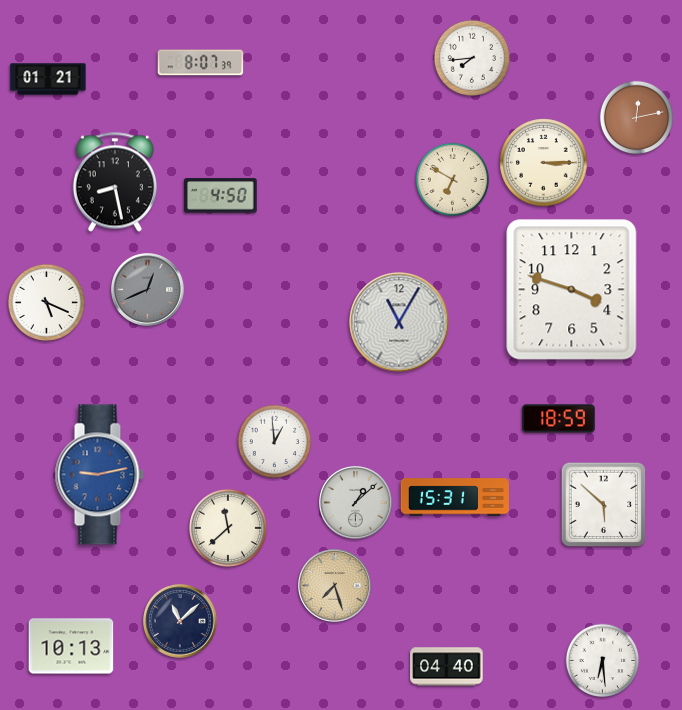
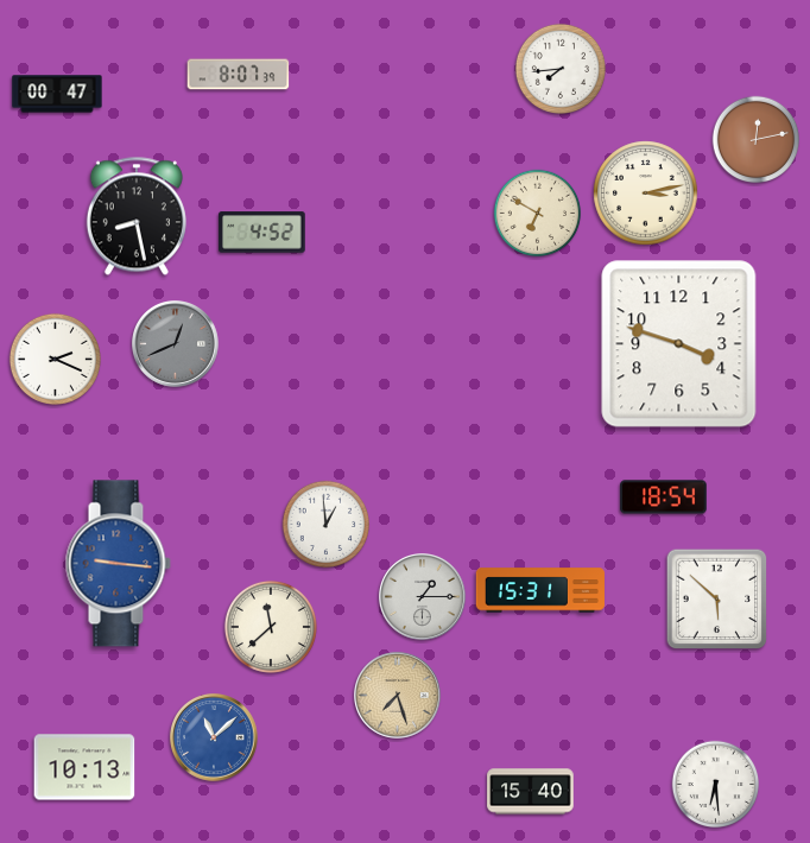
clock at (48, 79): 01:21 -> 00:47
clock at (544, 163): 3:15 -> 3:13
clock at (221, 196): 4:50 -> 4:52
clock at (46, 302): 5:19 -> 2:19
clock at (399, 322): 11:05 -> none
clock at (559, 419): 18:59 -> 18:54
clock at (99, 475): 9:13 -> 9:16
clock at (356, 503): 1:08 -> 1:15
clock at (181, 622) dial: navy -> blue
clock at (447, 667): 04:40 -> 15:40
